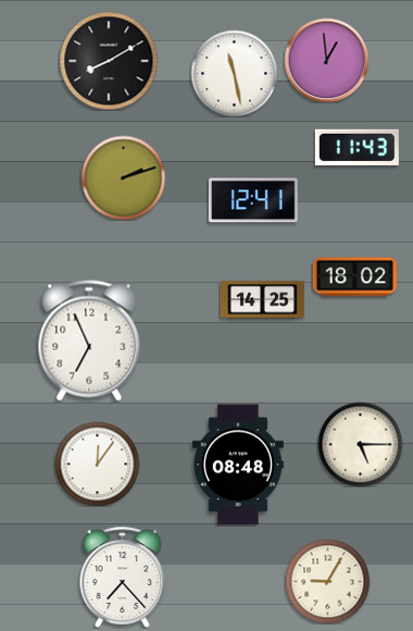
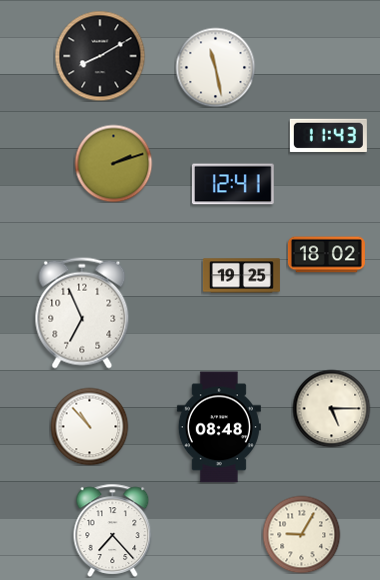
clock at (326, 60): 12:59 -> none
clock at (262, 300): 14:25 -> 19:25
clock at (97, 463): 12:06 -> 10:53
